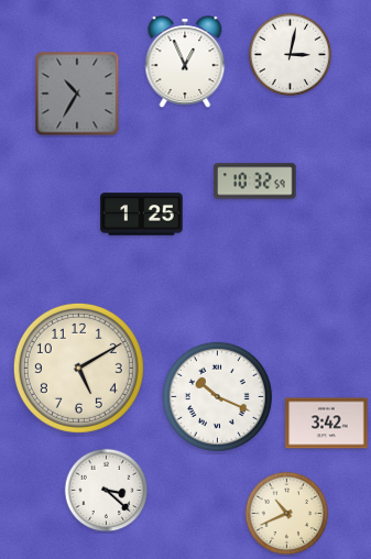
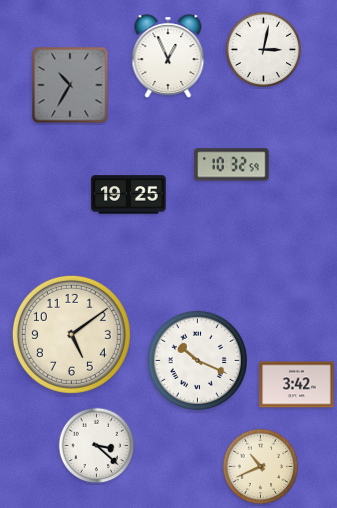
clock at (142, 215): 1:25 -> 19:25
clock at (78, 368): 5:10 -> 5:09
